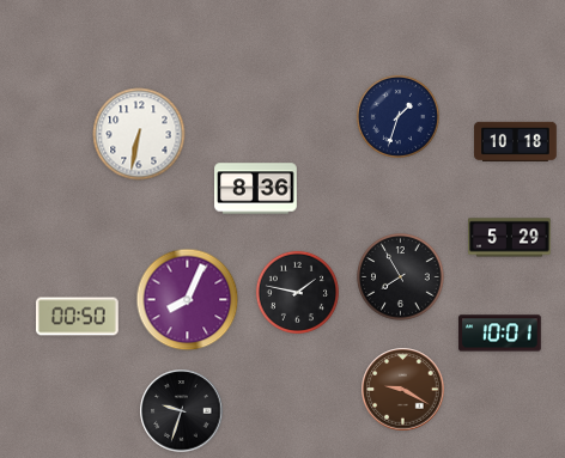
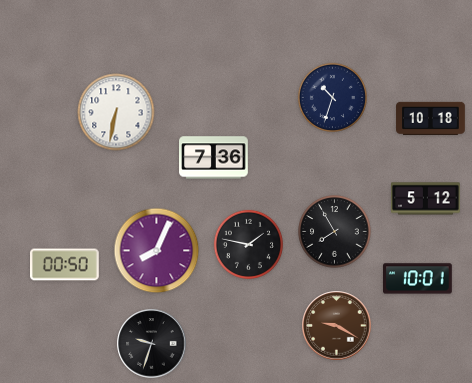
clock at (397, 116): 1:33 -> 10:33
clock at (256, 189): 8:36 -> 7:36
clock at (510, 238): 5:29 -> 5:12
